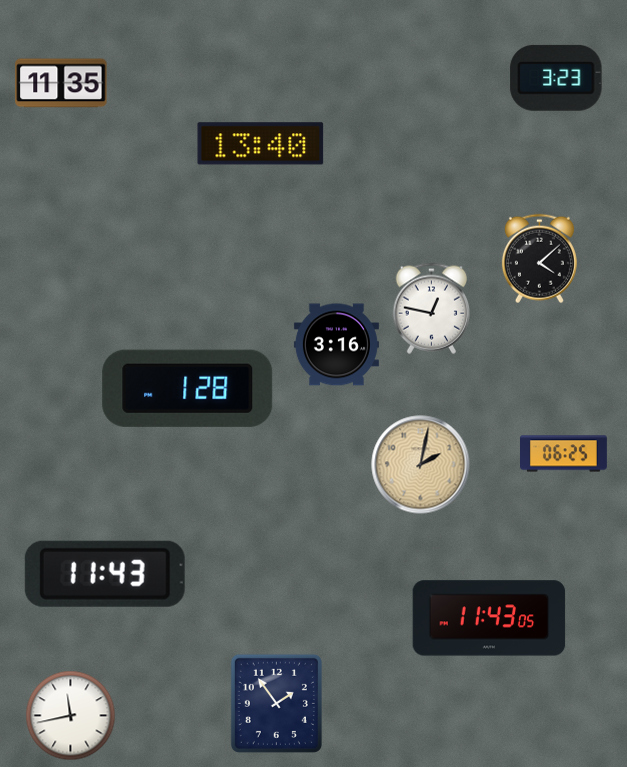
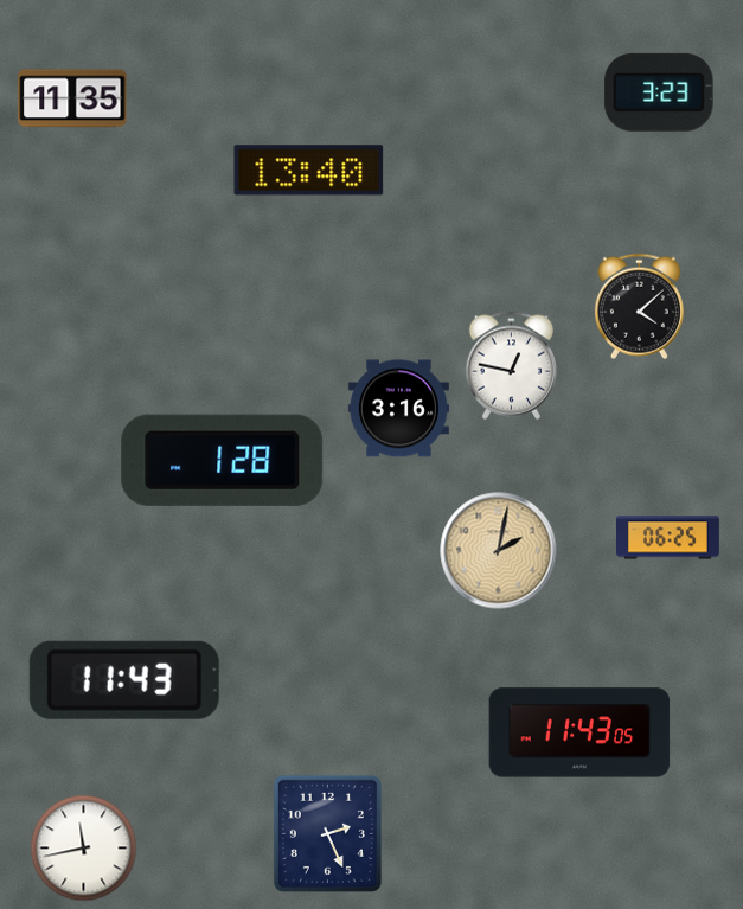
clock at (276, 703): 1:54 -> 2:26
